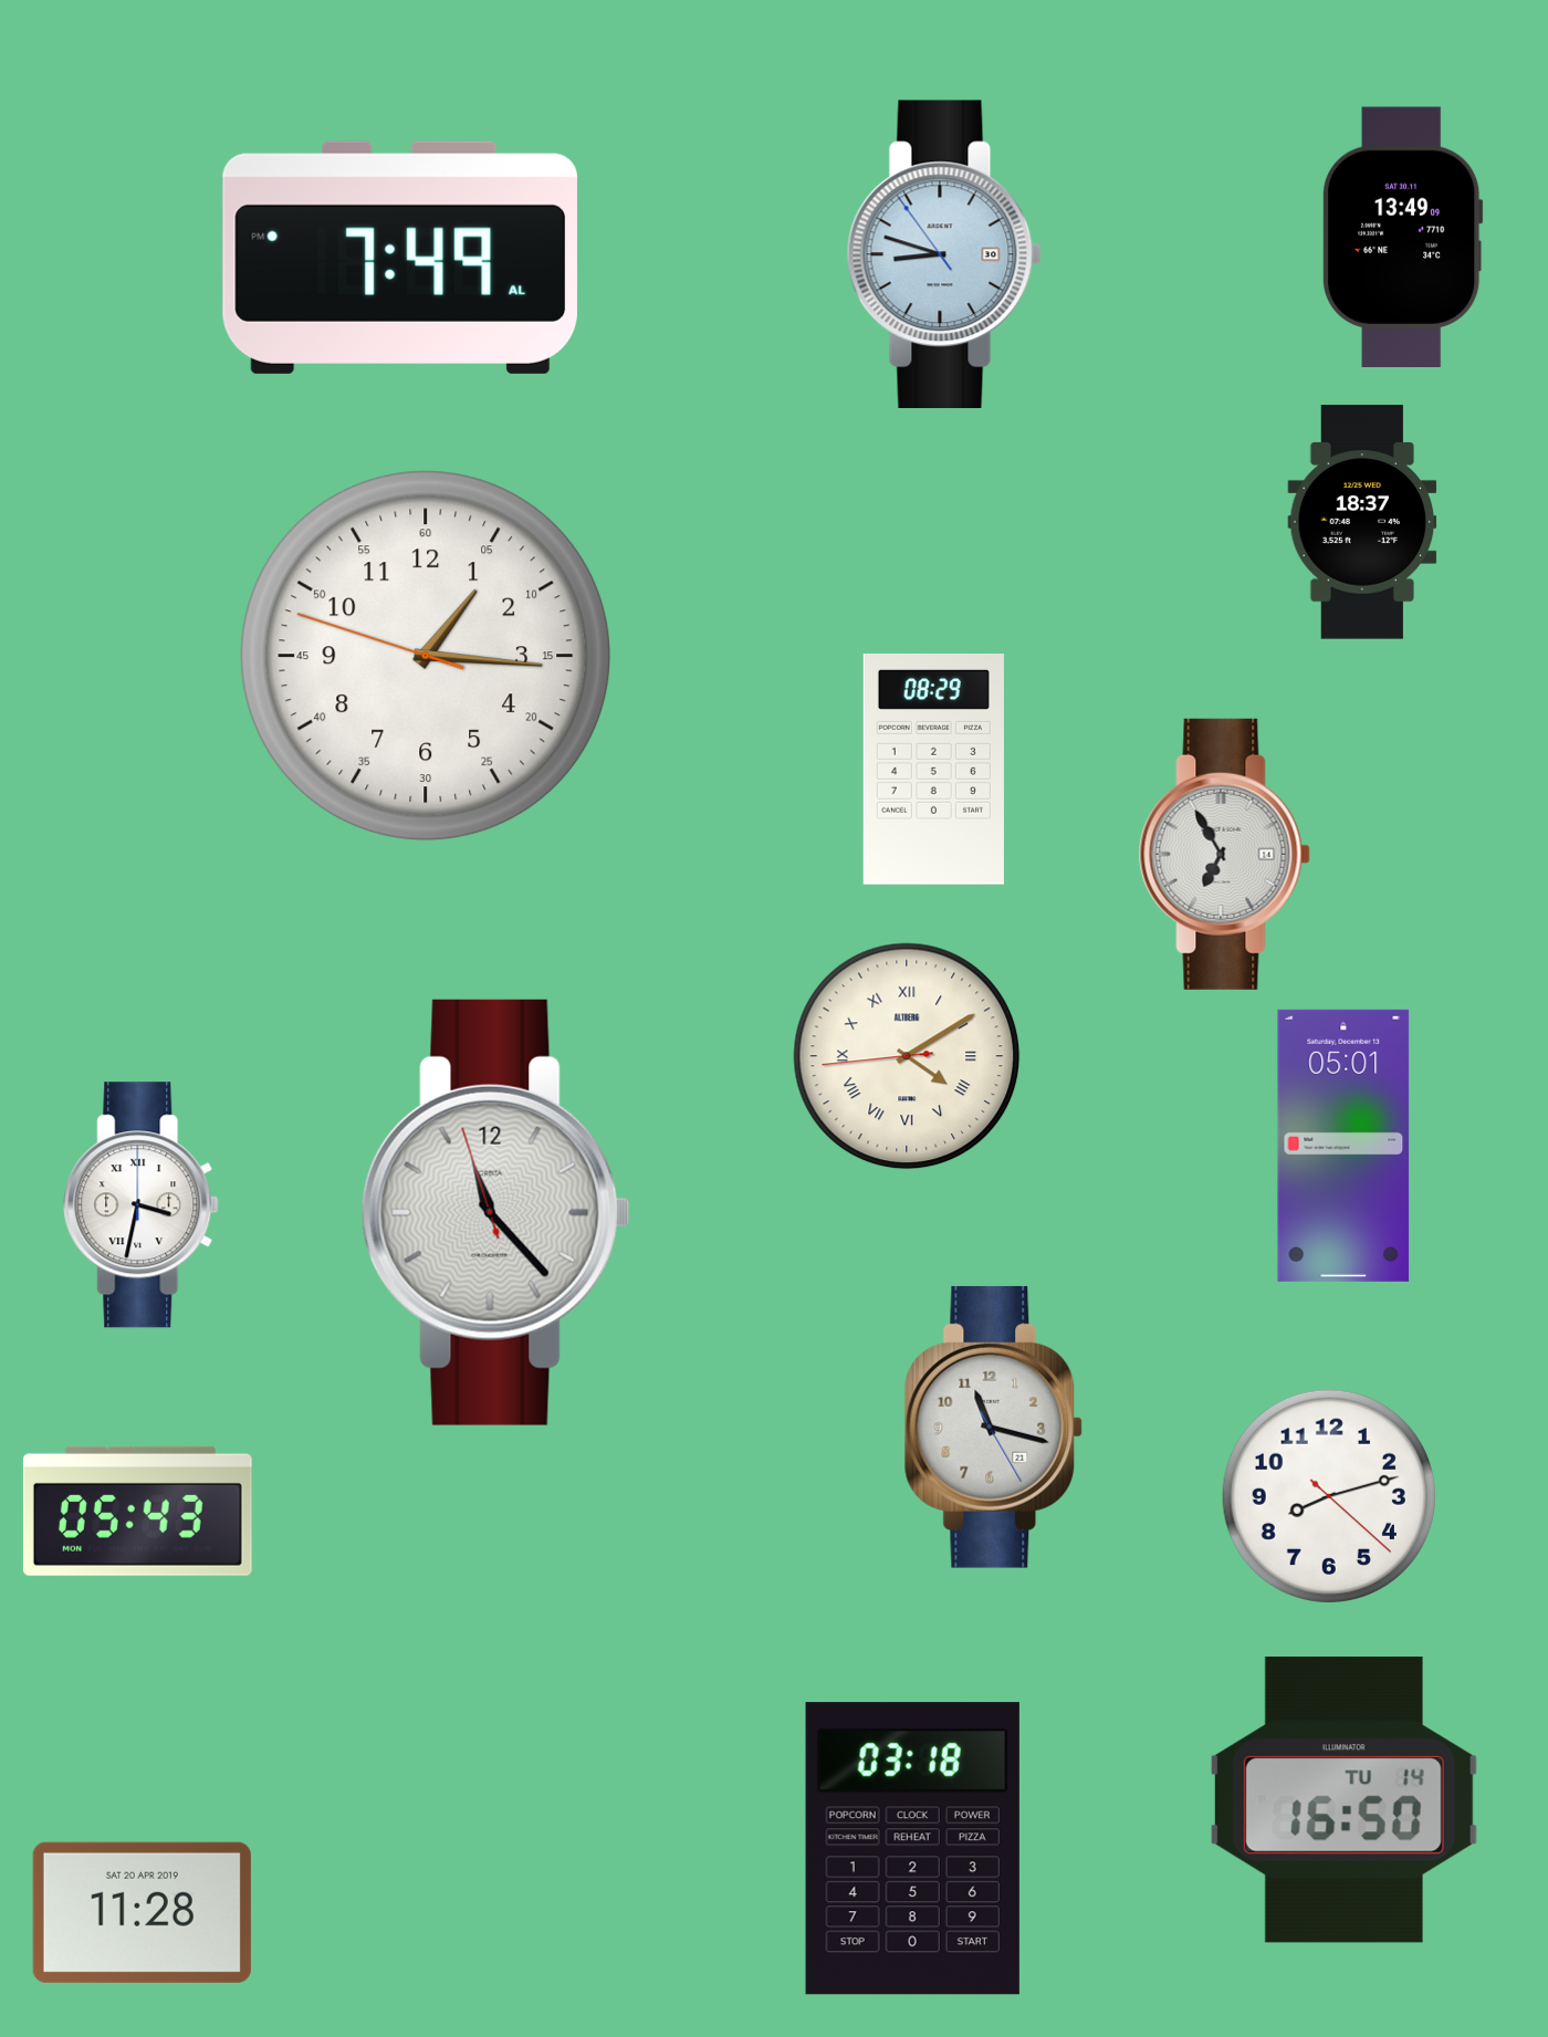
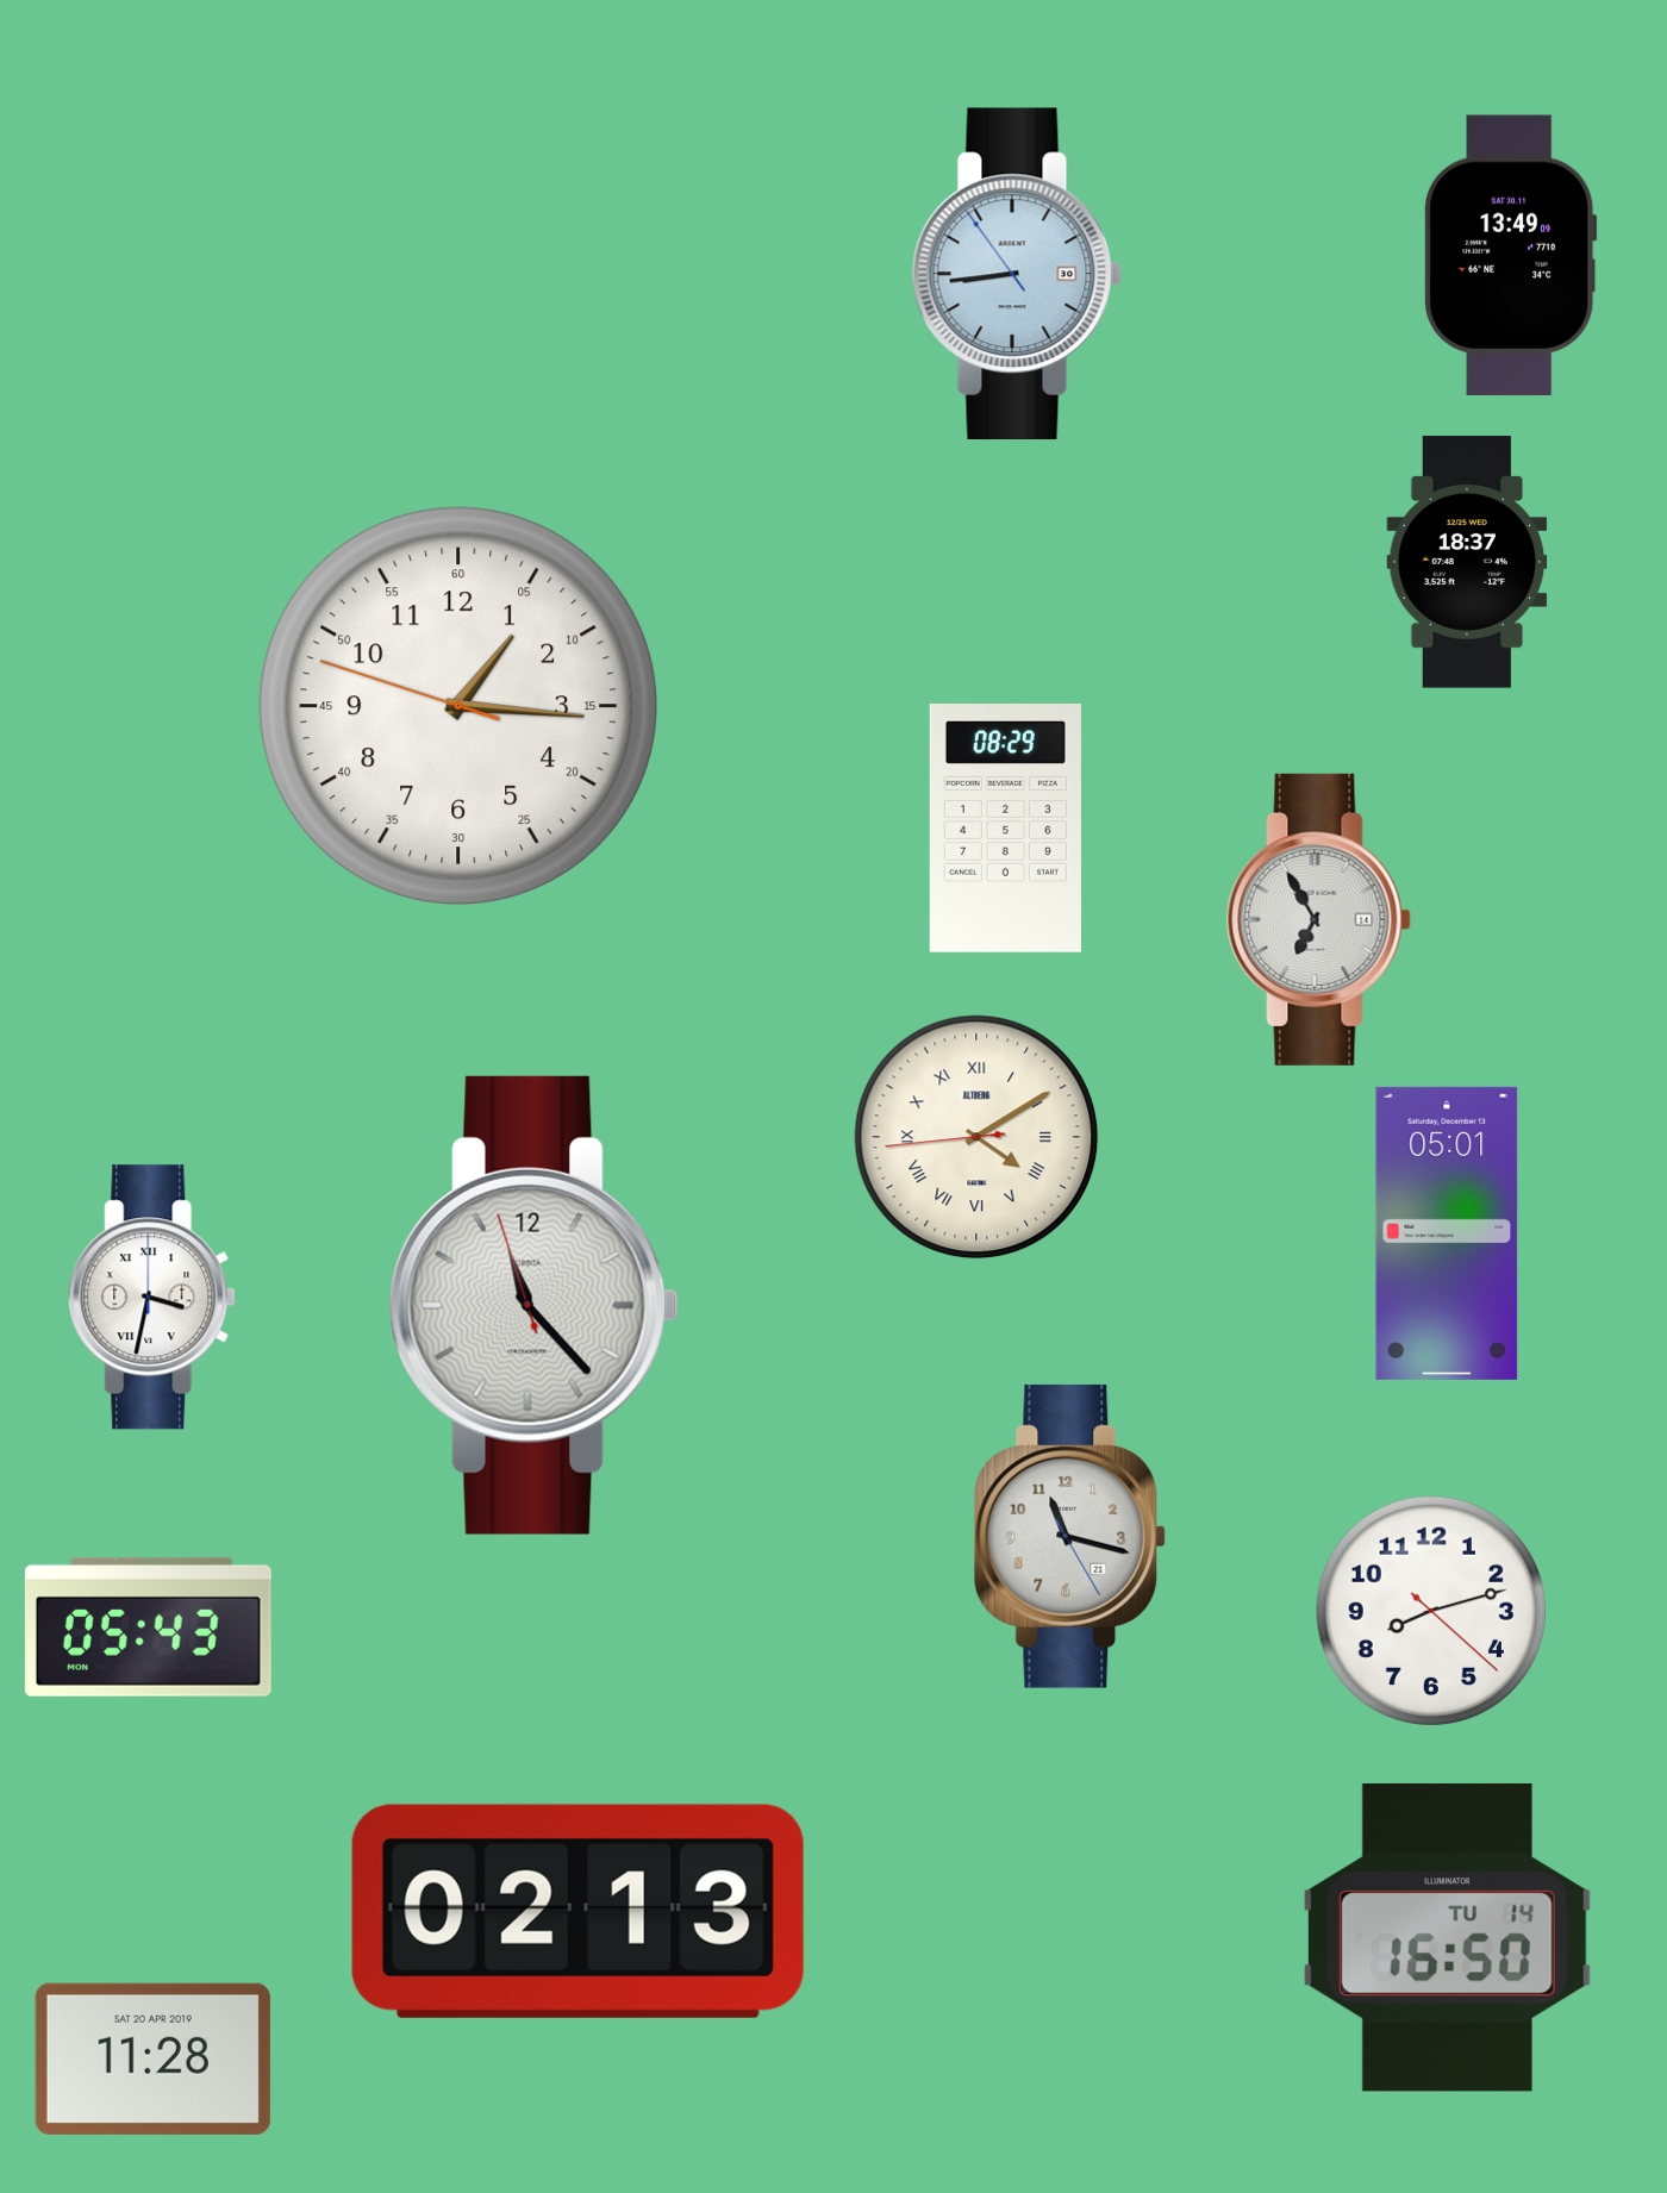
clock at (944, 253): 8:47 -> 8:43
clock at (399, 258): 7:49 -> none
clock at (577, 1911): none -> 02:13
clock at (912, 1849): 03:18 -> none
